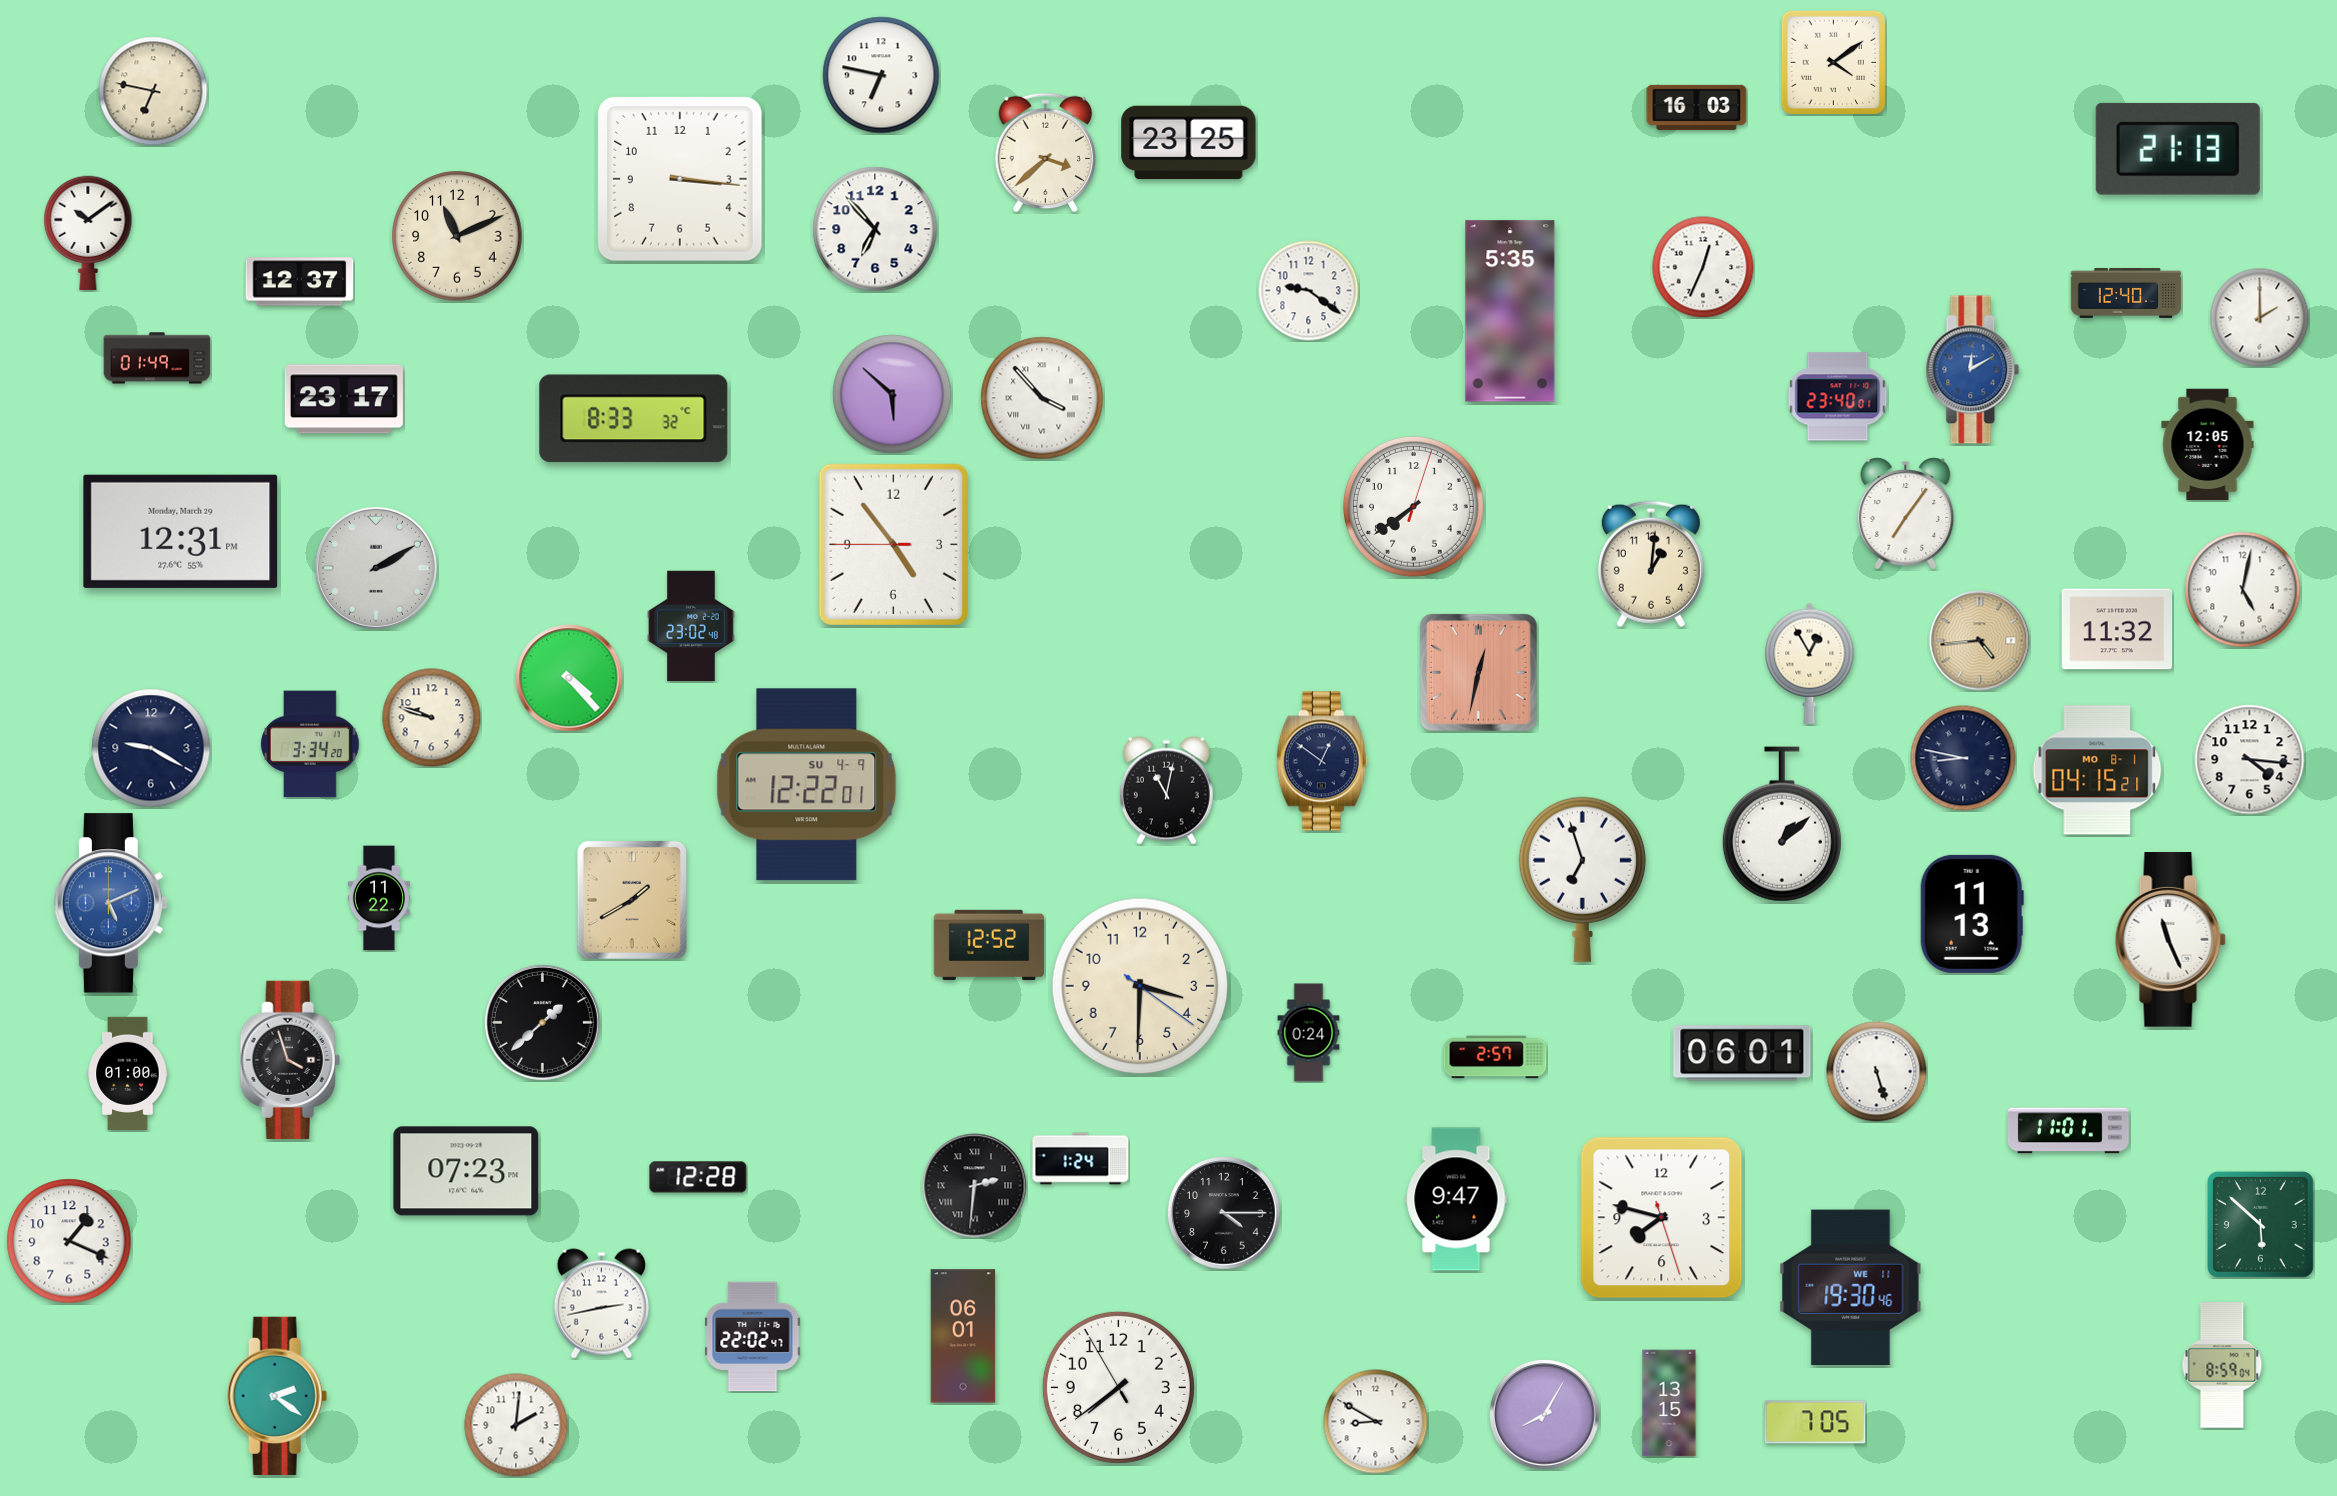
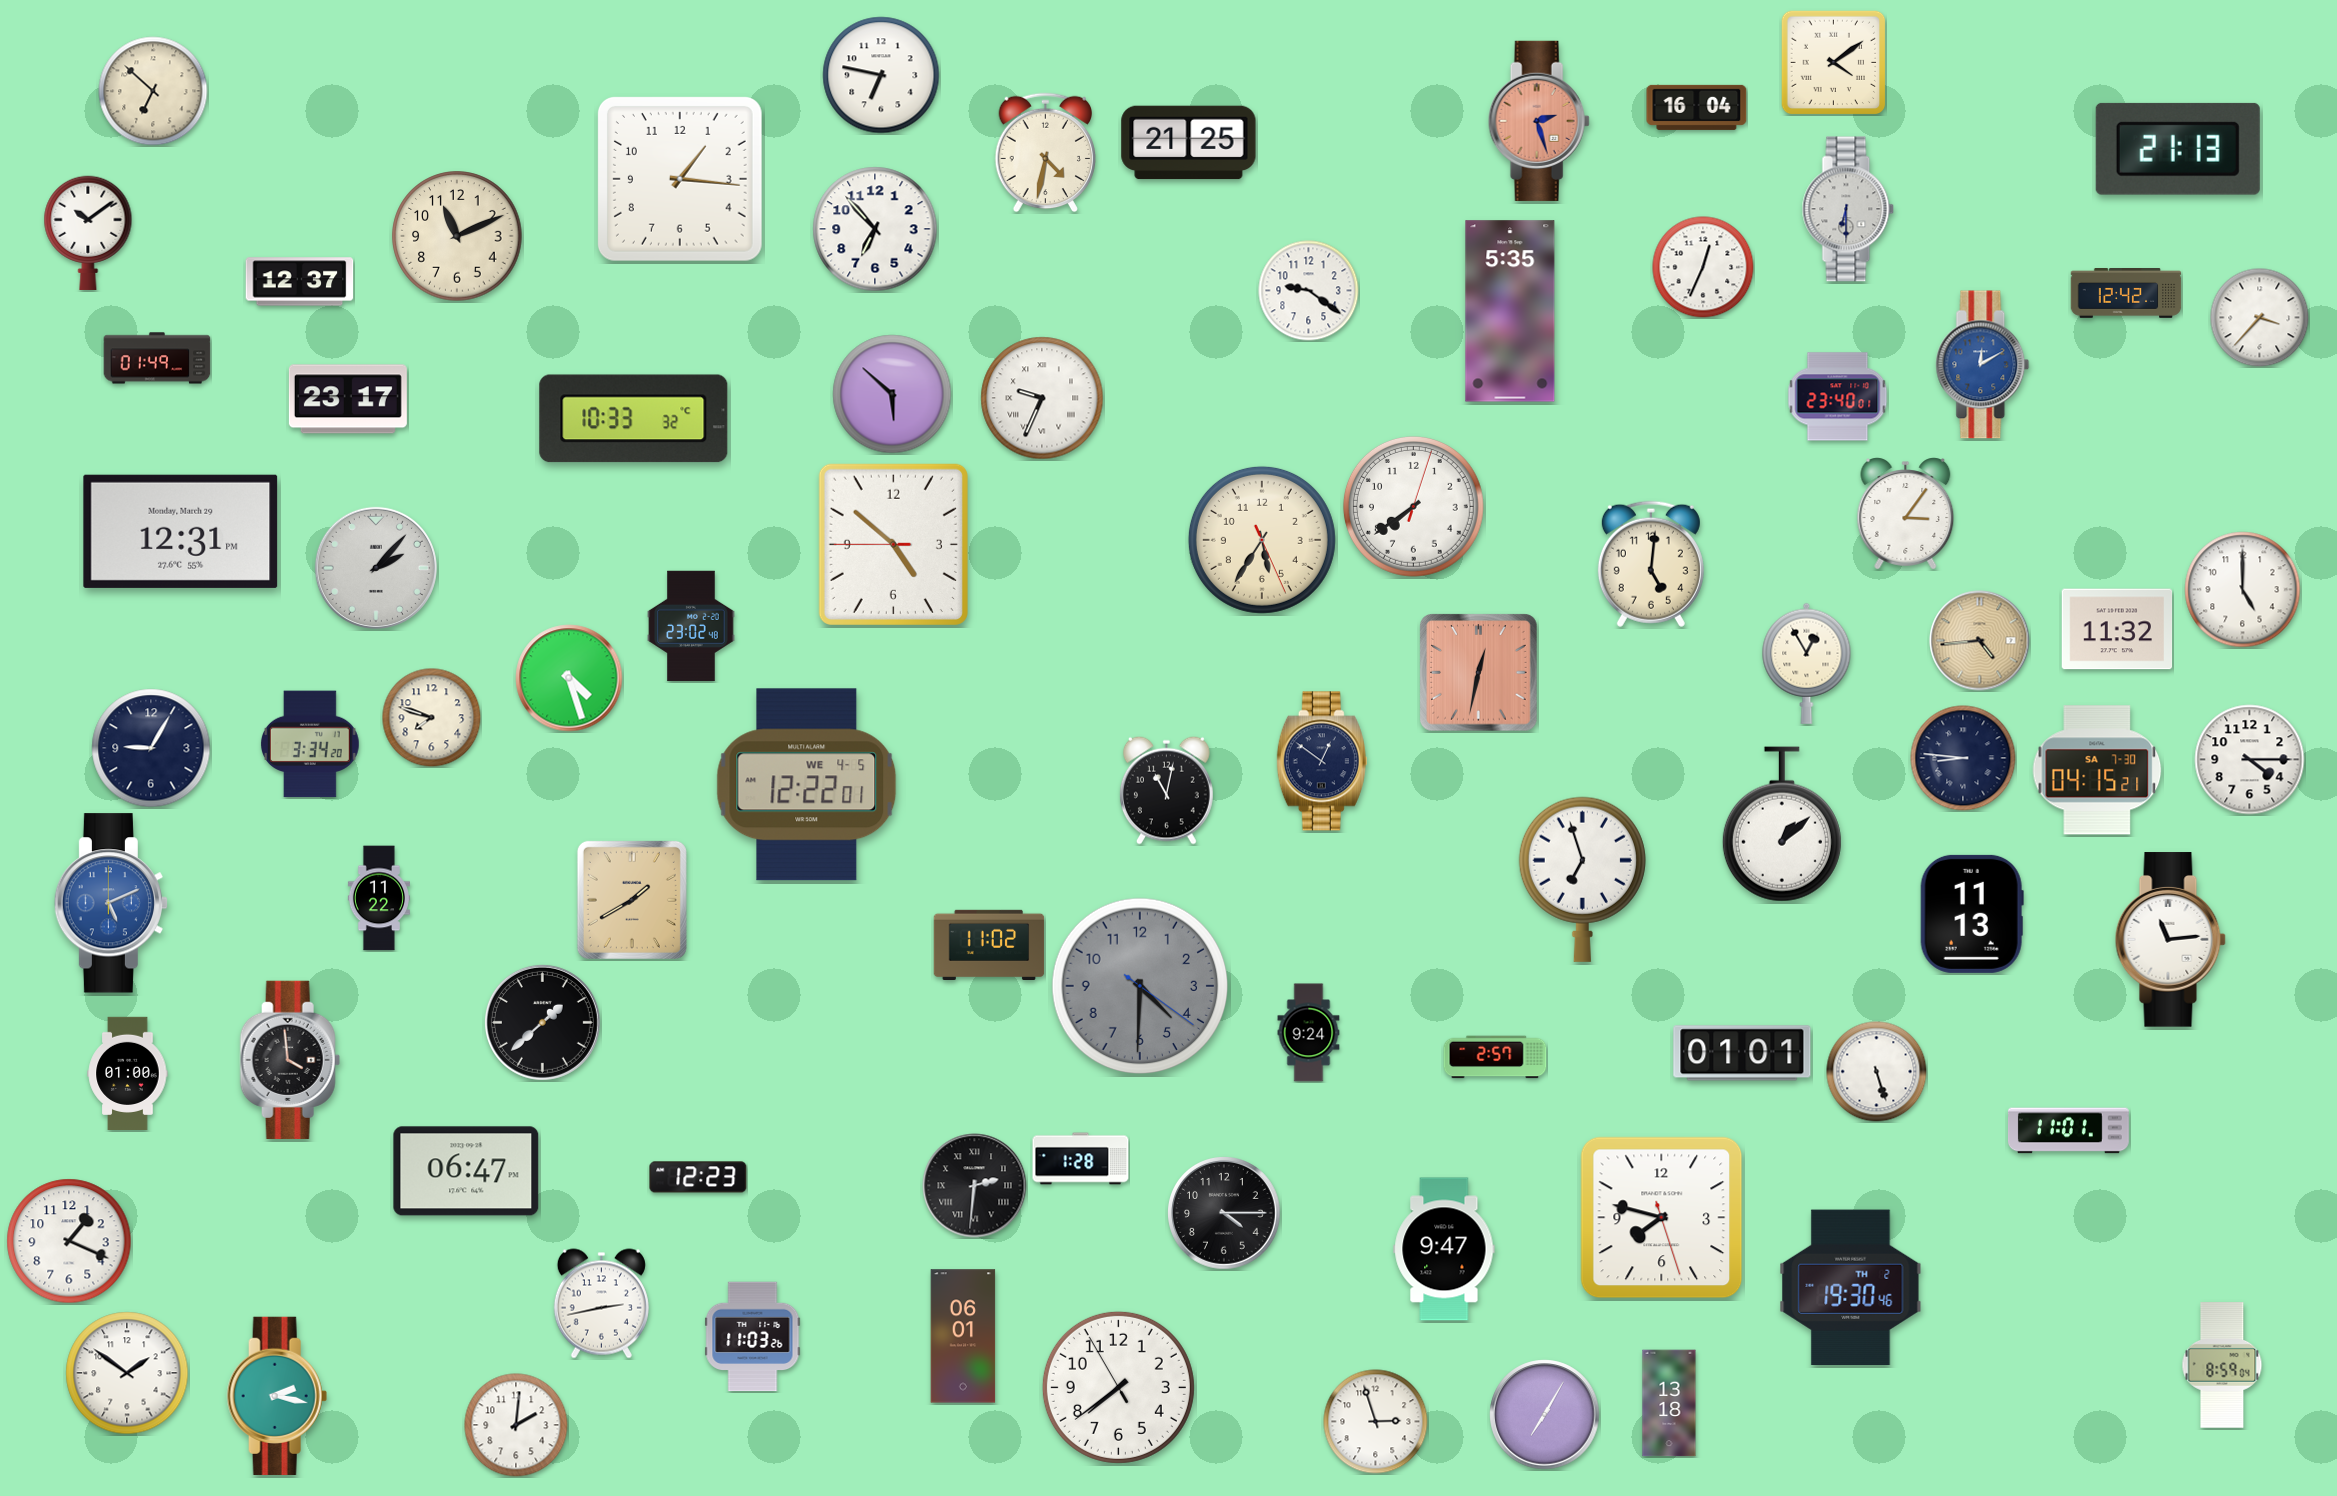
clock at (153, 91): 6:47 -> 6:52
clock at (1697, 107): 16:03 -> 16:04
clock at (1539, 121): none -> 2:27
clock at (1189, 143): 23:25 -> 21:25
clock at (1046, 153): 3:38 -> 4:32
clock at (680, 179): 3:16 -> 1:16
clock at (1848, 209): none -> 6:30
clock at (2126, 294): 12:40 -> 12:42
clock at (2260, 318): 2:00 -> 3:37
clock at (1973, 370) position: (1973, 370) -> (1983, 365)
clock at (1042, 398): 3:53 -> 9:34
clock at (344, 399) position: (344, 399) -> (348, 399)
clock at (634, 419): 8:33 -> 10:33
clock at (2208, 445): 12:05 -> none
clock at (1906, 514): 7:06 -> 3:06
clock at (1262, 540): none -> 5:35
clock at (893, 544): 4:53 -> 4:51
clock at (1651, 564): 1:01 -> 5:01
clock at (376, 568): 2:10 -> 2:07
clock at (2243, 590): 5:02 -> 5:00
clock at (1810, 663) position: (1810, 663) -> (1807, 663)
clock at (569, 678): 4:23 -> 4:27
clock at (432, 718): 9:48 -> 7:48
clock at (151, 748): 9:20 -> 9:05
clock at (1963, 758): 8:47 -> 8:46
clock at (2250, 760): 4:16 -> 4:15
clock at (2097, 770) date: MO 8-1 -> SA 7-30
clock at (807, 785) date: SU 4-9 -> WE 4-5
clock at (2170, 940): 11:26 -> 11:14
clock at (989, 944): 12:52 -> 11:02
clock at (1140, 986): 3:30 -> 4:30
clock at (1140, 986) dial: cream -> grey
clock at (1309, 1033): 0:24 -> 9:24
clock at (1742, 1053): 06:01 -> 01:01
clock at (290, 1060): 3:57 -> 3:59
clock at (1081, 1159): 1:24 -> 1:28
clock at (466, 1171): 07:23 -> 06:47
clock at (698, 1177): 12:28 -> 12:23
clock at (1456, 1199) position: (1456, 1199) -> (1444, 1249)
clock at (2260, 1224): 5:52 -> none
clock at (1851, 1287) date: WE 11 -> TH 2
clock at (753, 1337): 22:02 -> 11:03
clock at (127, 1373): none -> 1:51
clock at (277, 1396): 2:21 -> 2:17
clock at (1669, 1403): 13:15 -> 13:18
clock at (1545, 1415): 8:05 -> 7:05
clock at (1376, 1422): 8:50 -> 2:57
clock at (1815, 1422): 7:05 -> none
